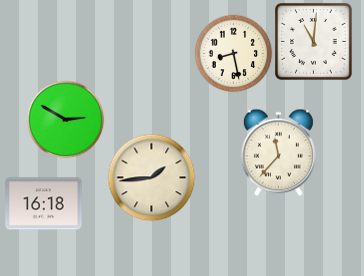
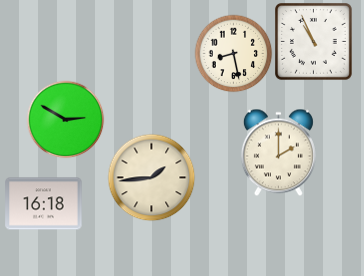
clock at (314, 42): 11:01 -> 10:56
clock at (278, 152): 11:37 -> 2:00
